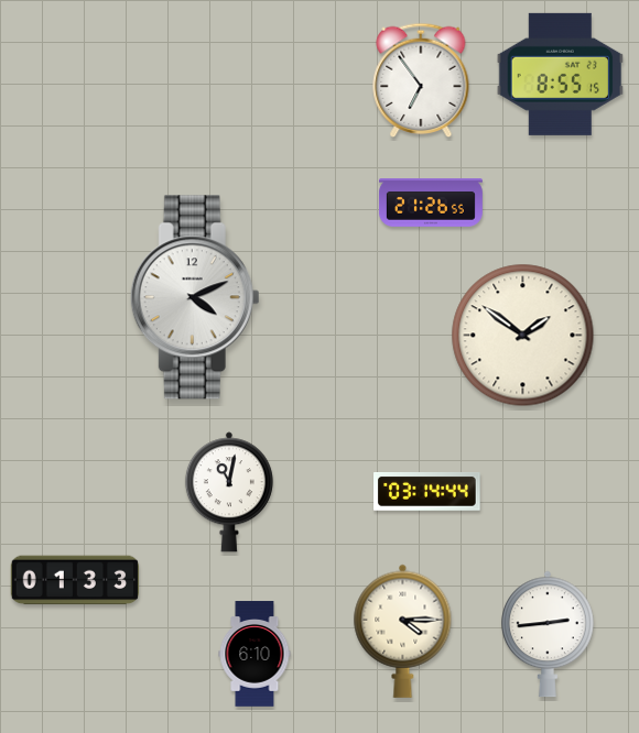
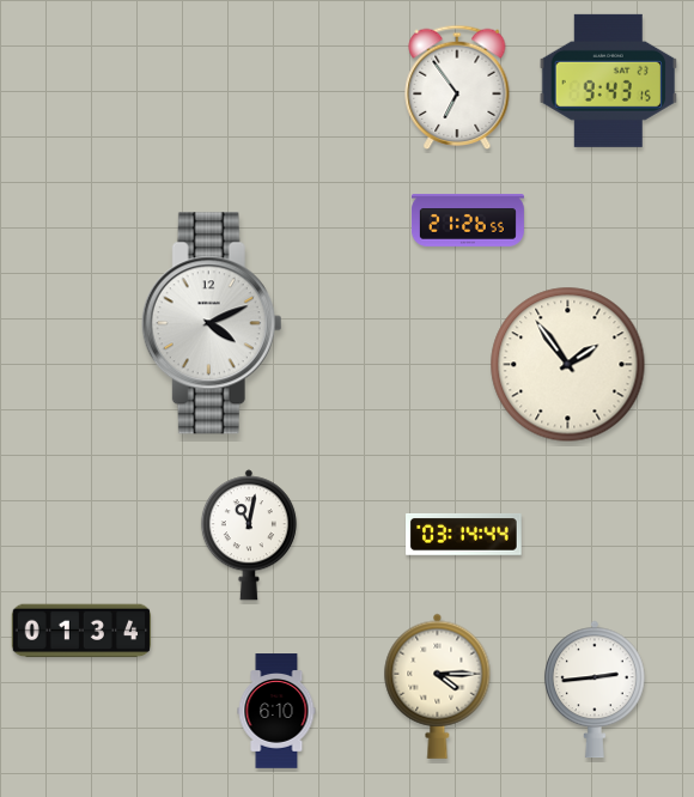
clock at (560, 74): 8:55 -> 9:43
clock at (523, 336): 1:51 -> 1:54
clock at (74, 580): 01:33 -> 01:34
